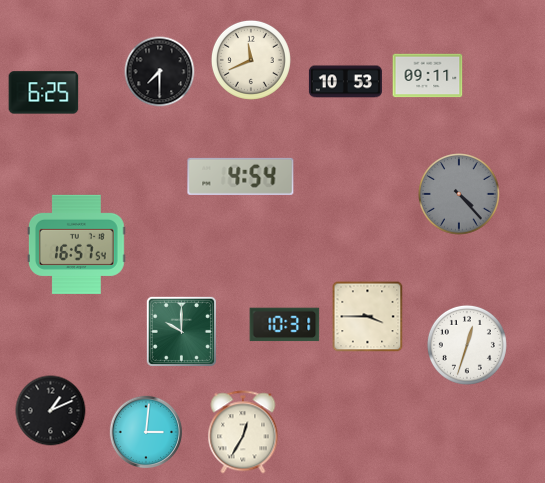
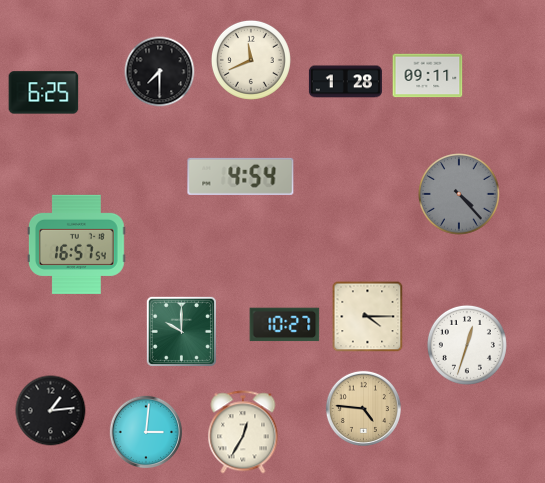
clock at (345, 82): 10:53 -> 1:28
clock at (368, 317): 3:45 -> 4:15
clock at (285, 325): 10:31 -> 10:27
clock at (363, 408): none -> 4:46
clock at (51, 411): 1:11 -> 1:14
